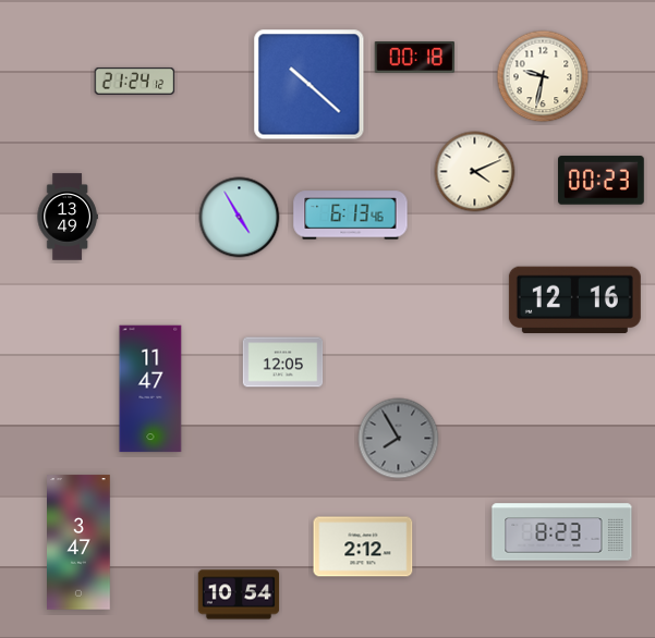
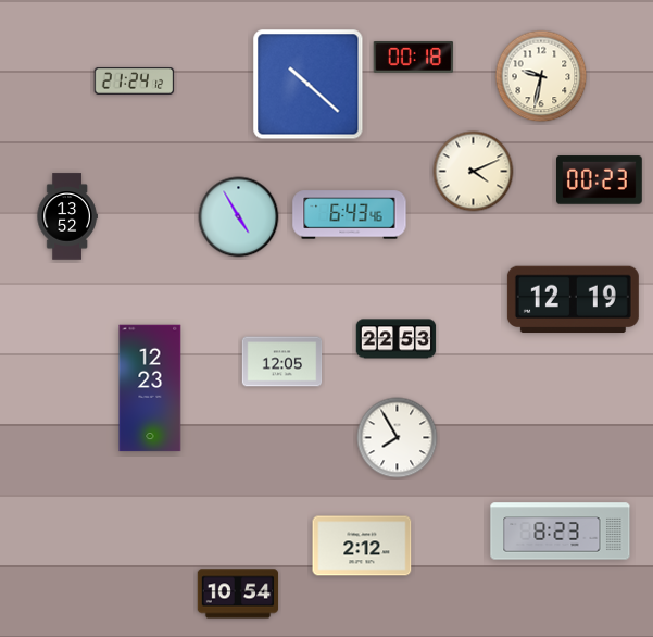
clock at (351, 216): 6:13 -> 6:43
clock at (68, 217): 13:49 -> 13:52
clock at (574, 300): 12:16 -> 12:19
clock at (397, 339): none -> 22:53
clock at (150, 389): 11:47 -> 12:23
clock at (399, 439) dial: grey -> white
clock at (80, 542): 3:47 -> none
